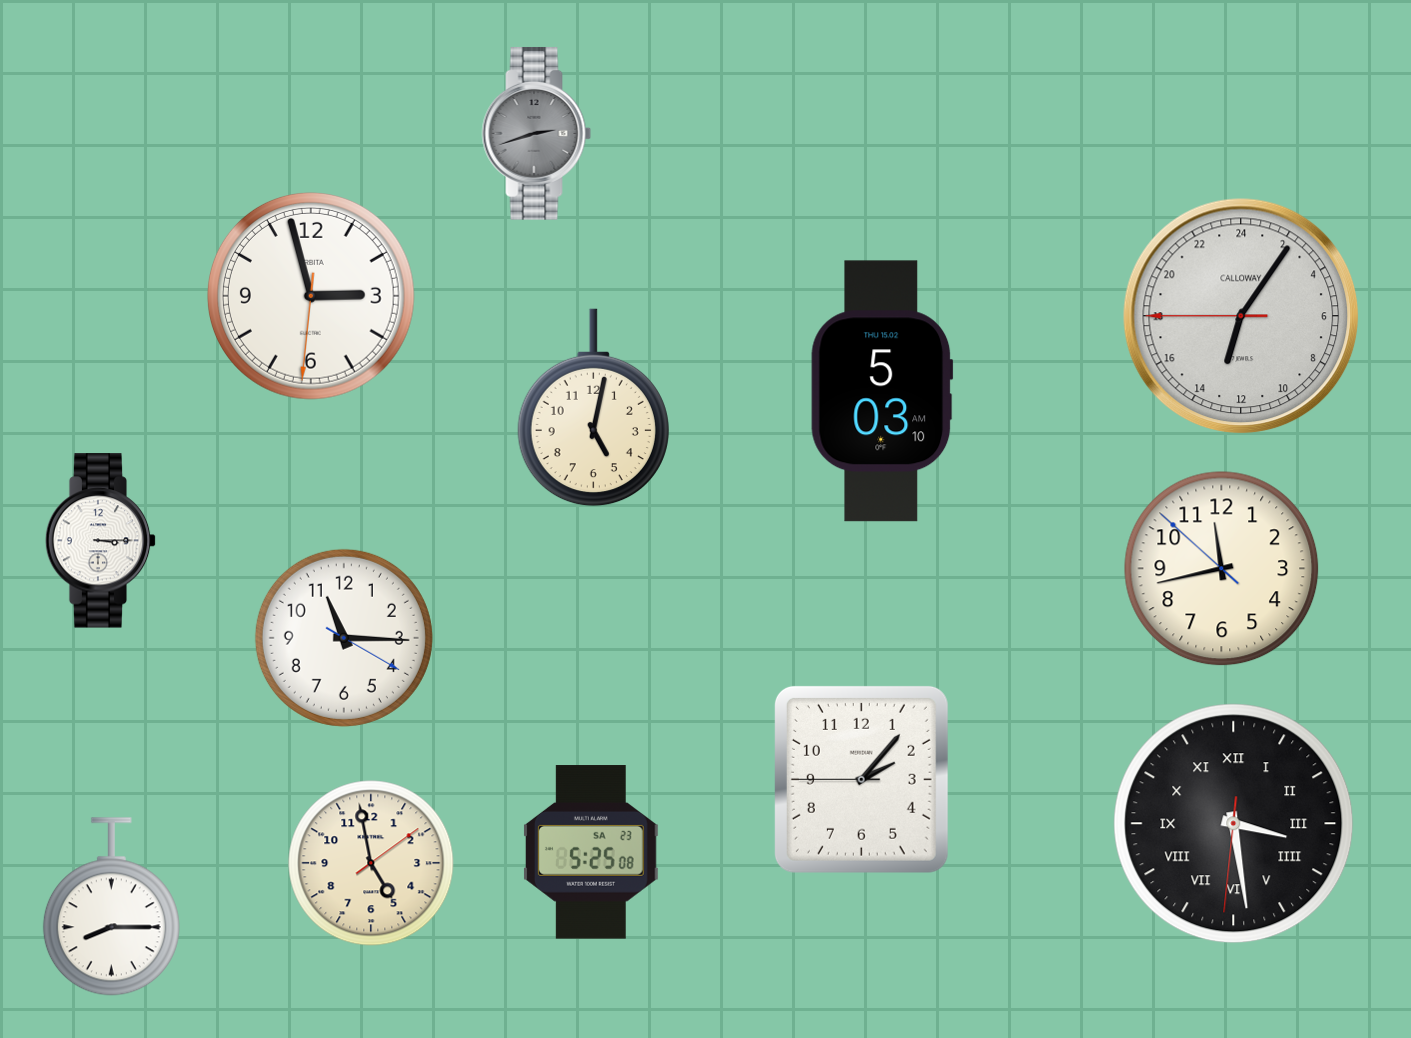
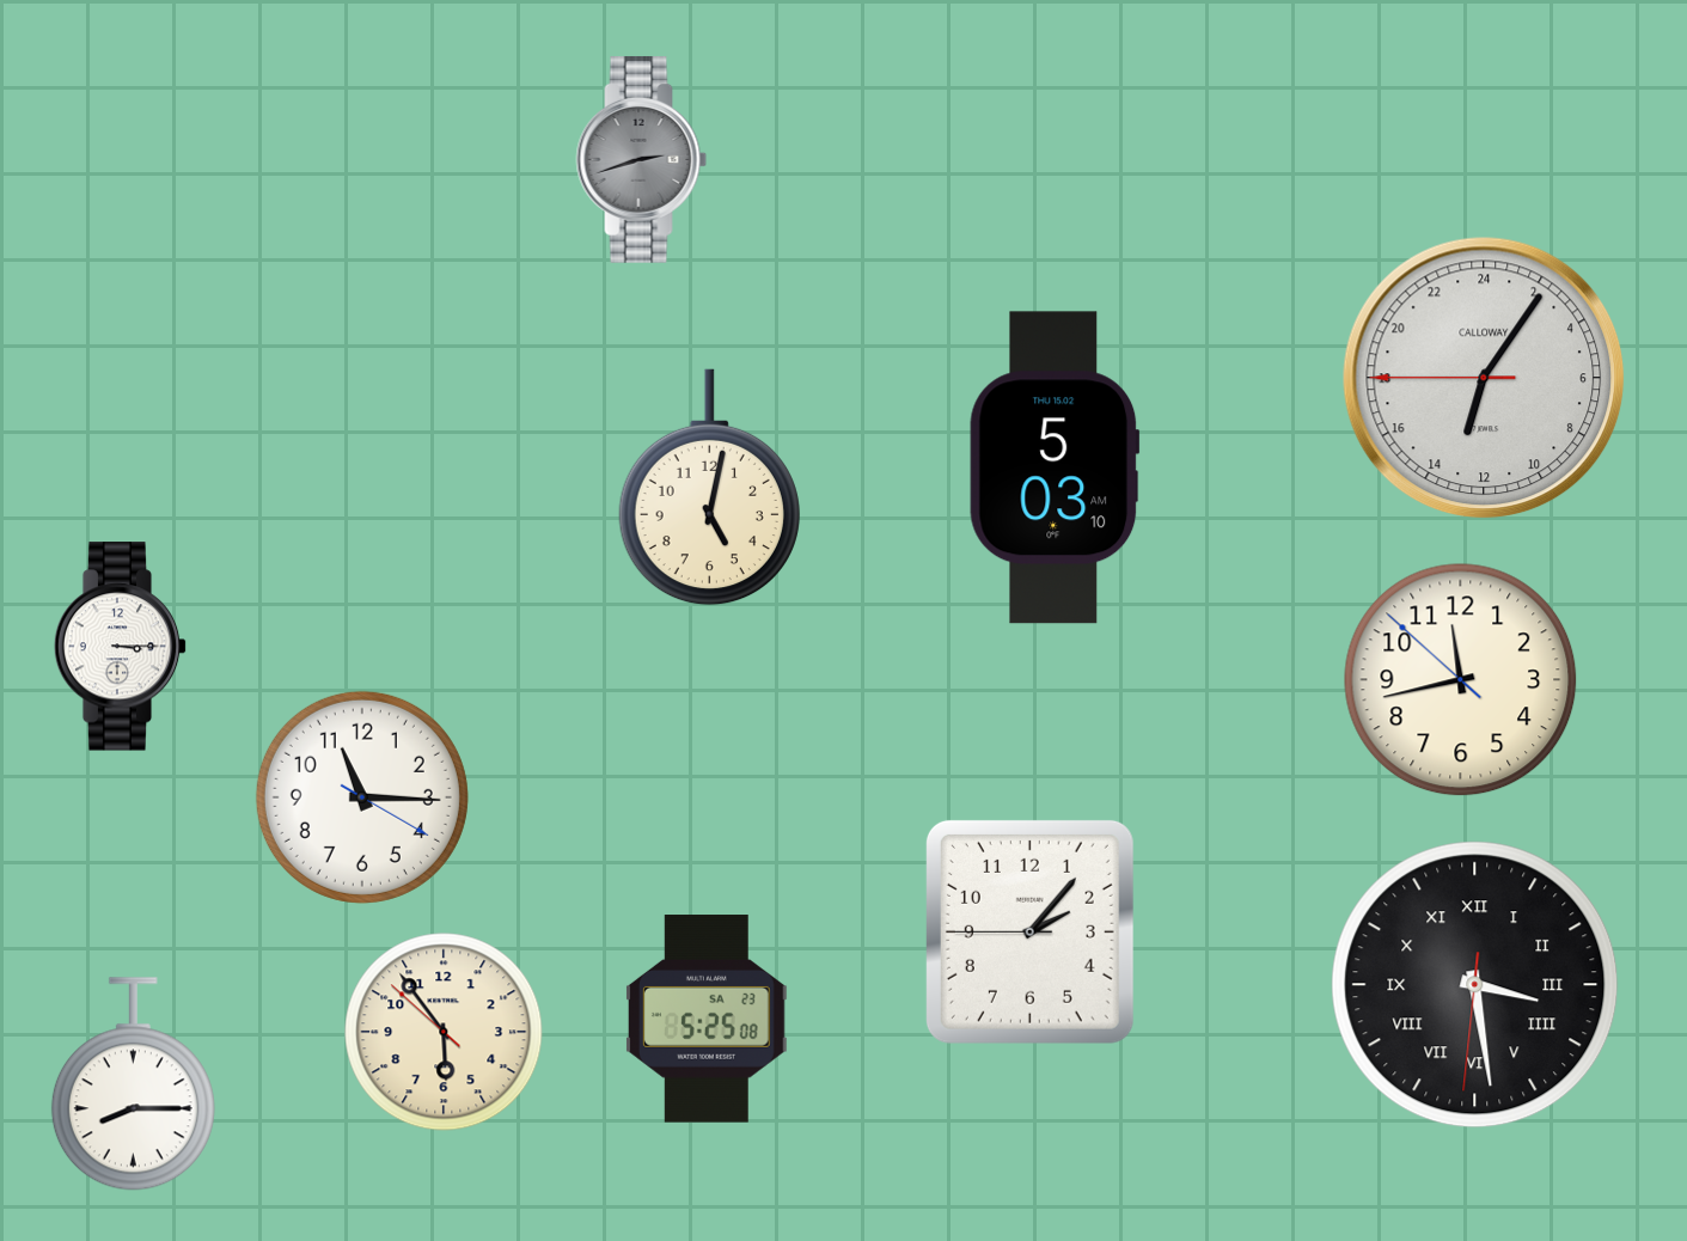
clock at (311, 296): 2:57 -> none
clock at (344, 638) position: (344, 638) -> (362, 797)
clock at (371, 863): 4:58 -> 5:53
